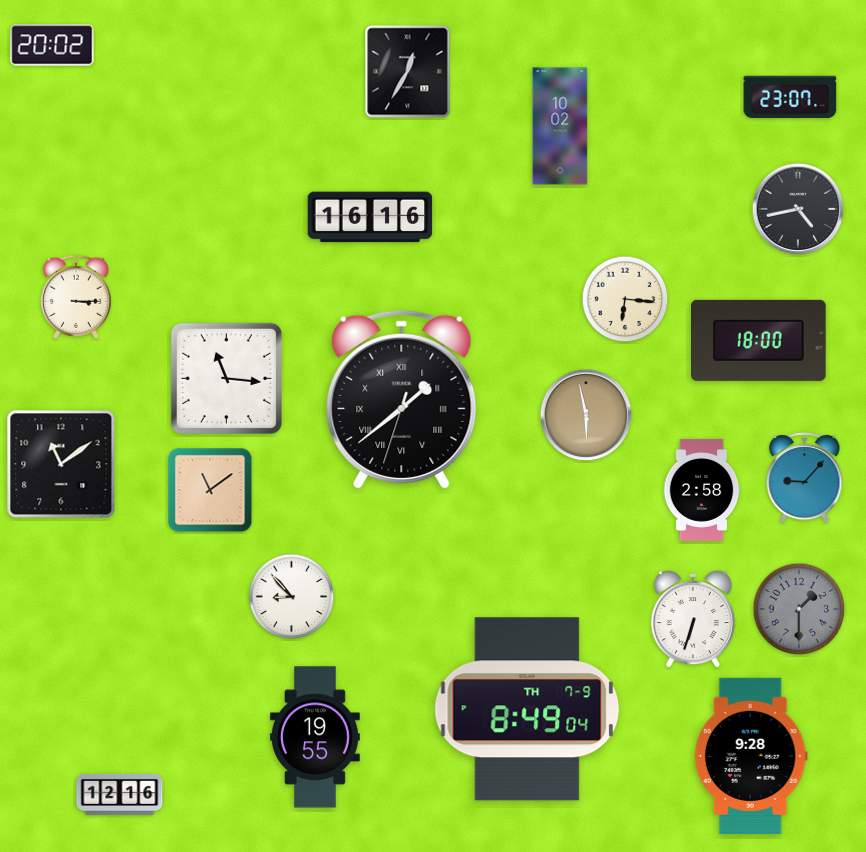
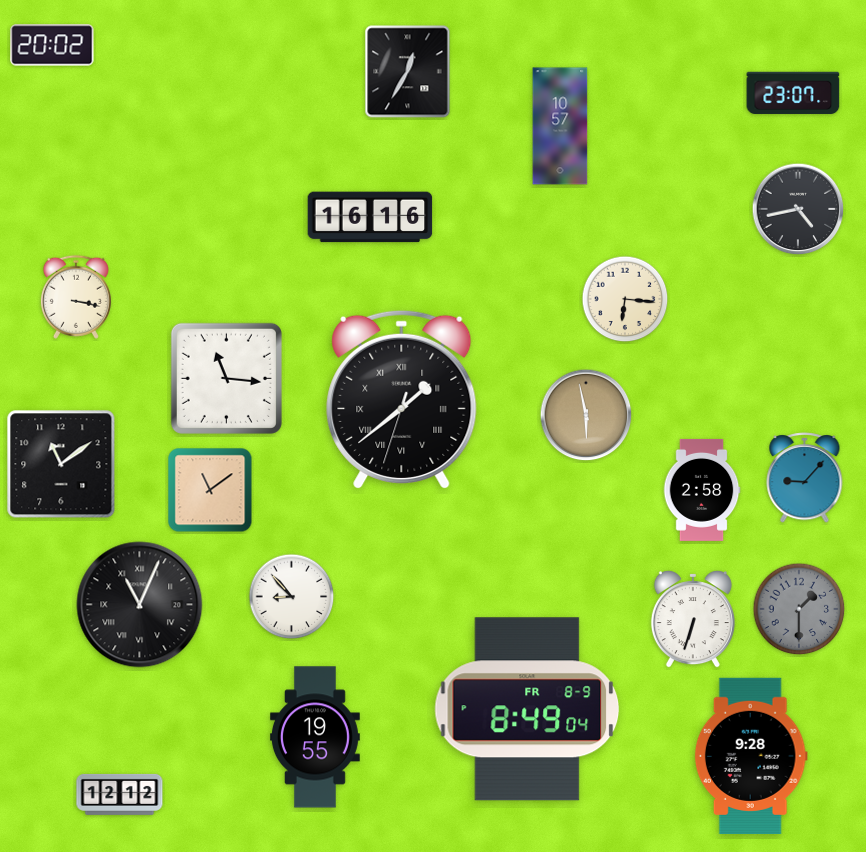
clock at (790, 97) position: (790, 97) -> (793, 93)
clock at (560, 126): 10:02 -> 10:57
clock at (76, 297): 3:15 -> 3:17
clock at (759, 340): 18:00 -> none
clock at (140, 605): none -> 11:04
clock at (527, 709) date: TH 7-9 -> FR 8-9
clock at (120, 794): 12:16 -> 12:12
